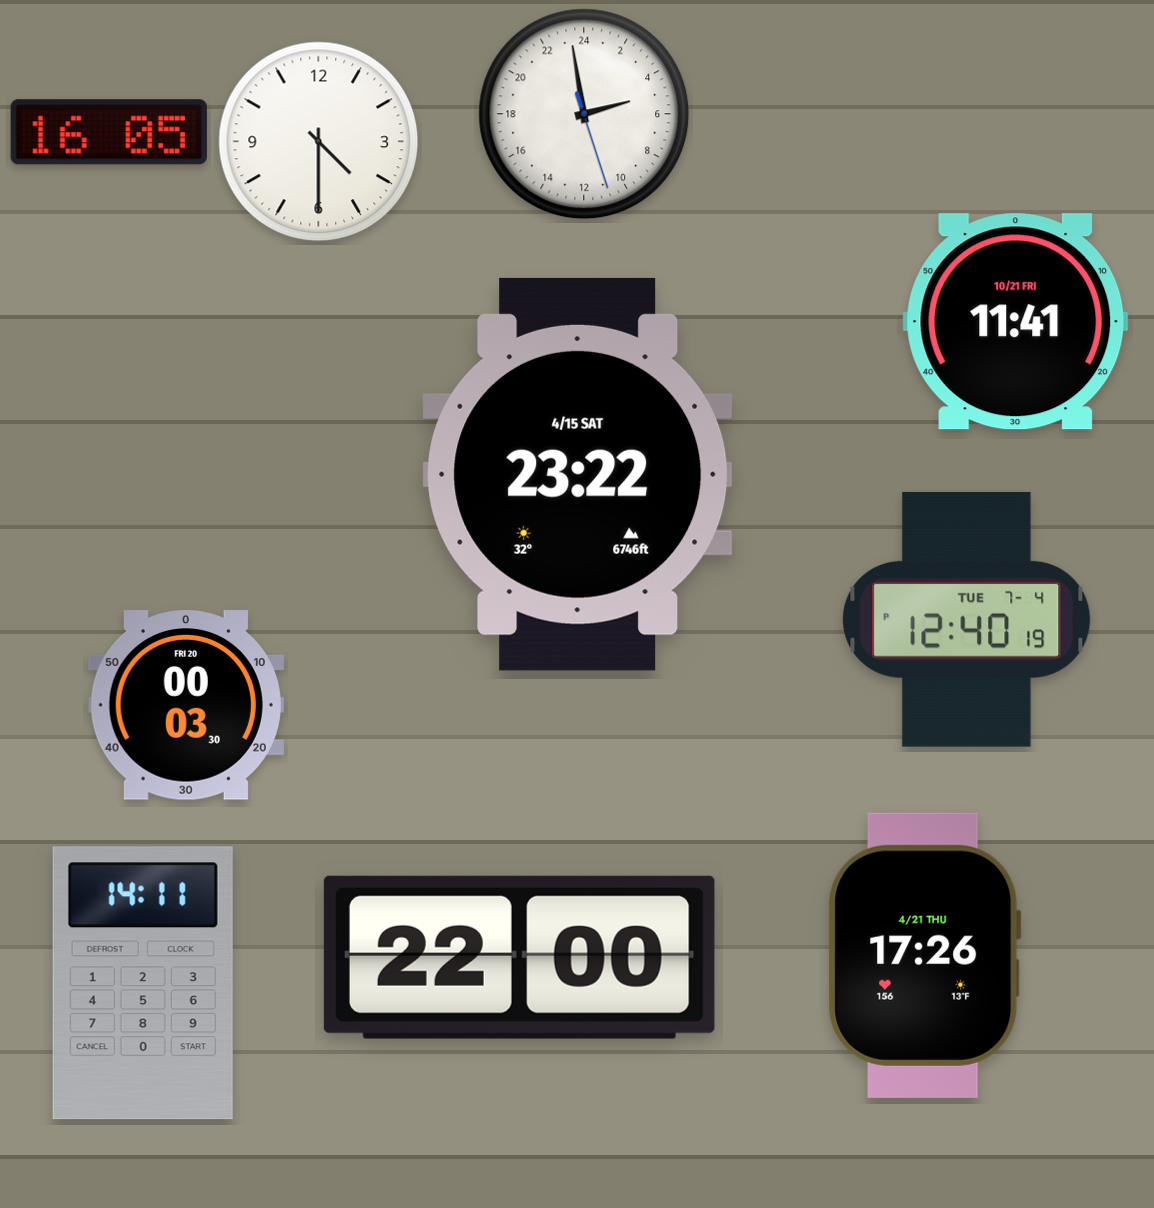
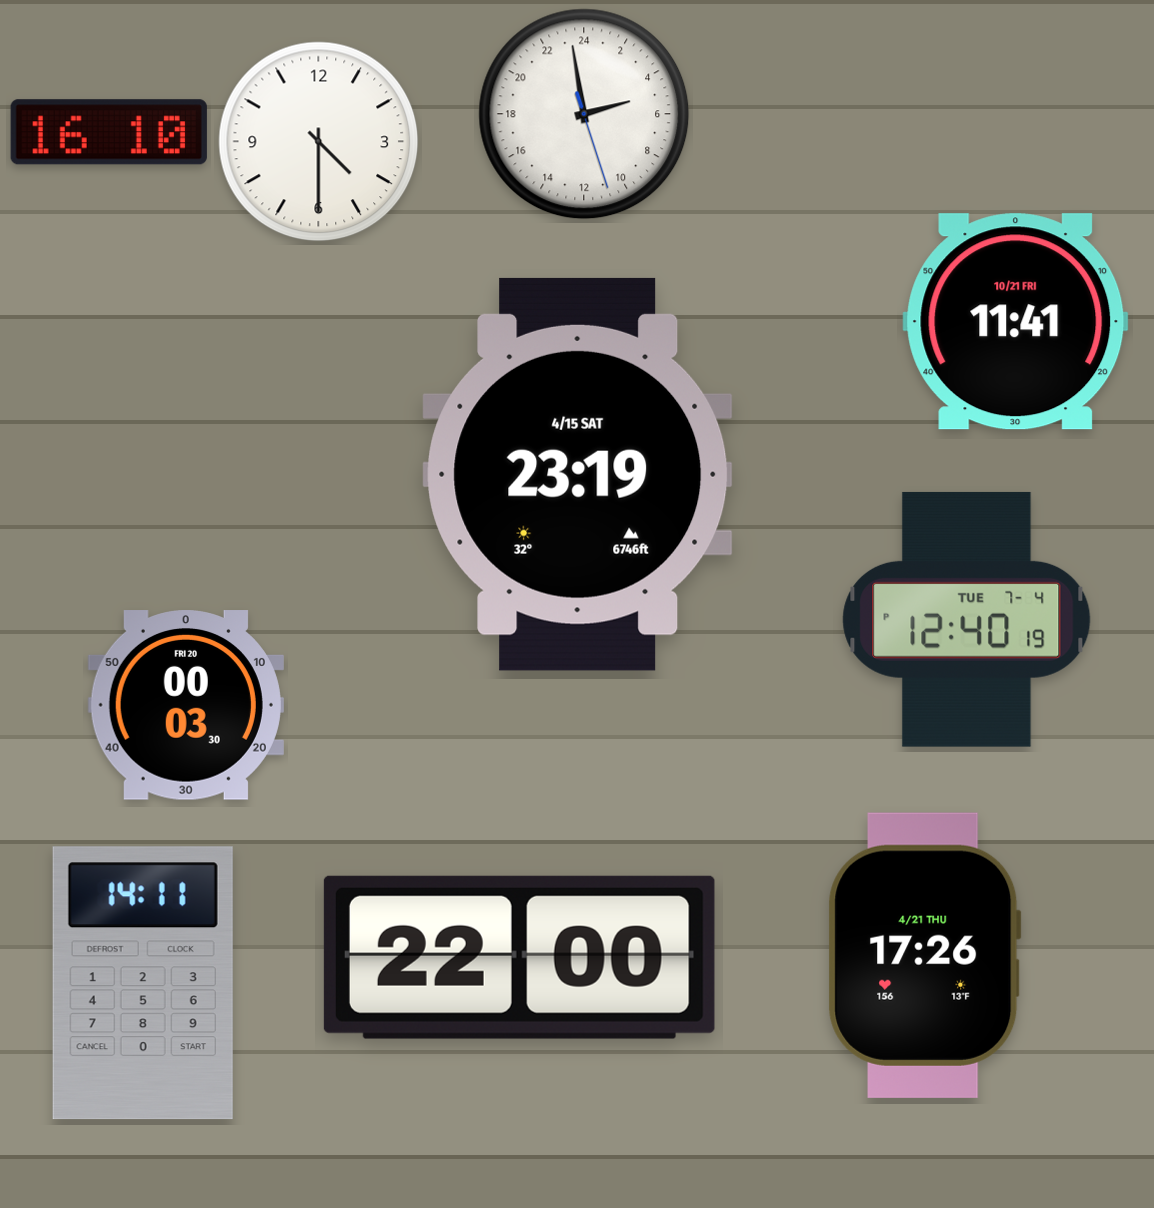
clock at (109, 132): 16:05 -> 16:10
clock at (578, 474): 23:22 -> 23:19
